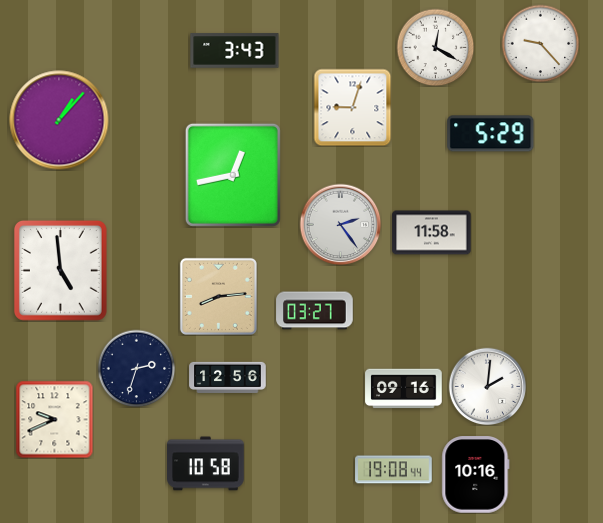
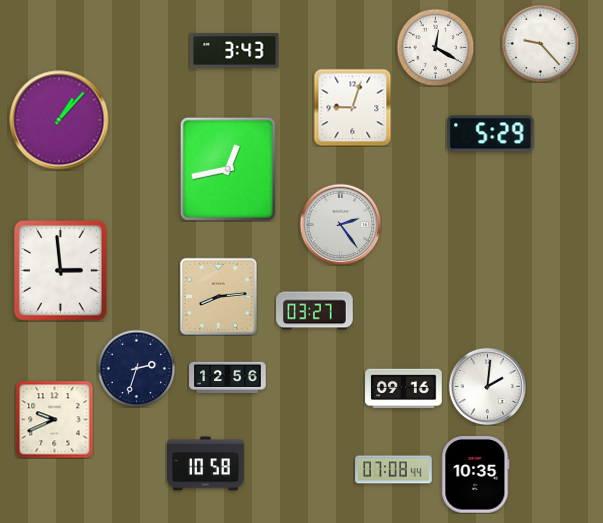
clock at (233, 175) position: (233, 175) -> (228, 169)
clock at (432, 233): 11:58 -> none
clock at (60, 271): 4:59 -> 2:59
clock at (394, 470): 19:08 -> 07:08
clock at (476, 475): 10:16 -> 10:35
